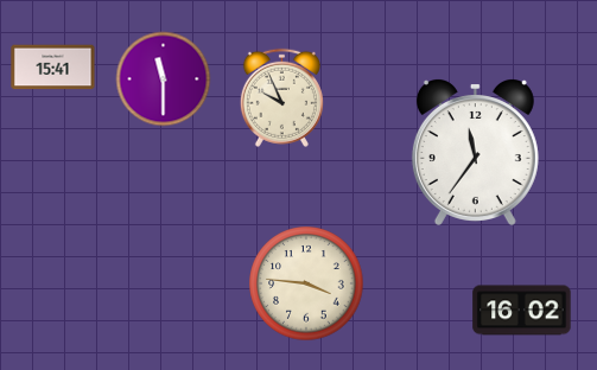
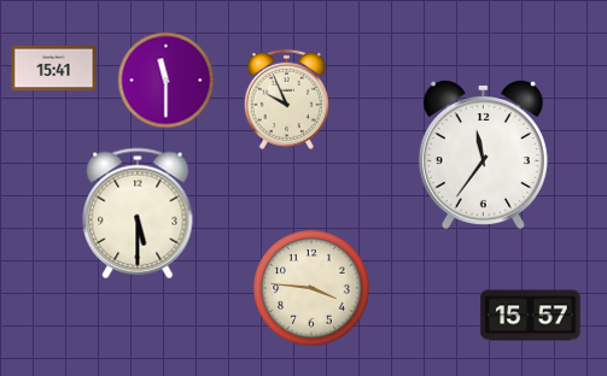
clock at (138, 213): none -> 5:30
clock at (522, 311): 16:02 -> 15:57
